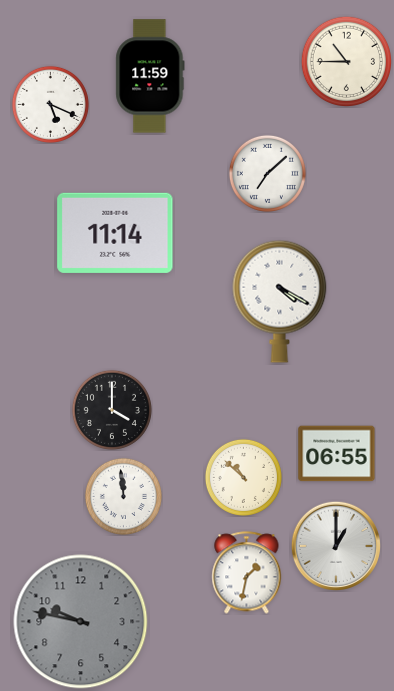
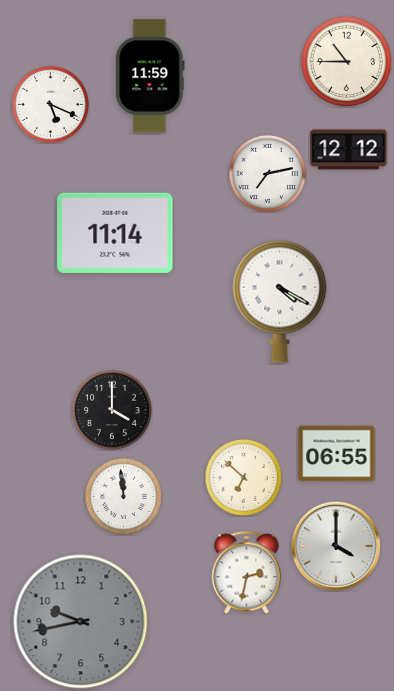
clock at (349, 150): none -> 12:12
clock at (267, 173): 7:08 -> 7:13
clock at (243, 477): 10:52 -> 6:52
clock at (335, 545): 1:00 -> 4:00
clock at (247, 573): 1:32 -> 2:32
clock at (81, 622): 9:47 -> 9:43
